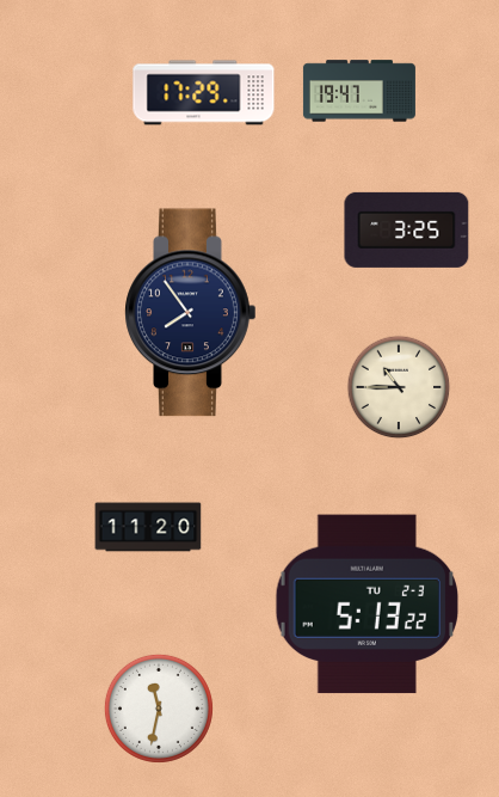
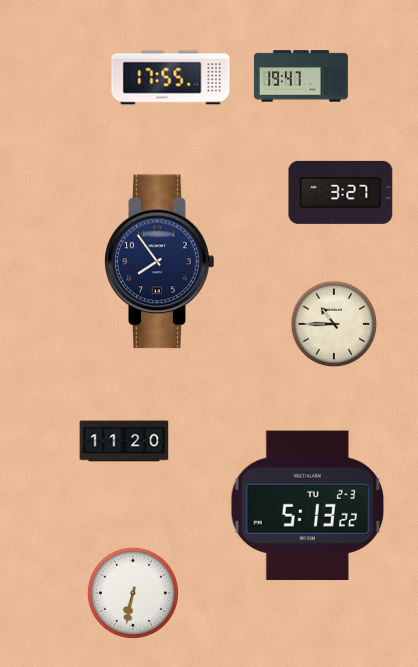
clock at (204, 93): 17:29 -> 17:55
clock at (407, 229): 3:25 -> 3:27
clock at (159, 709): 11:32 -> 6:32
